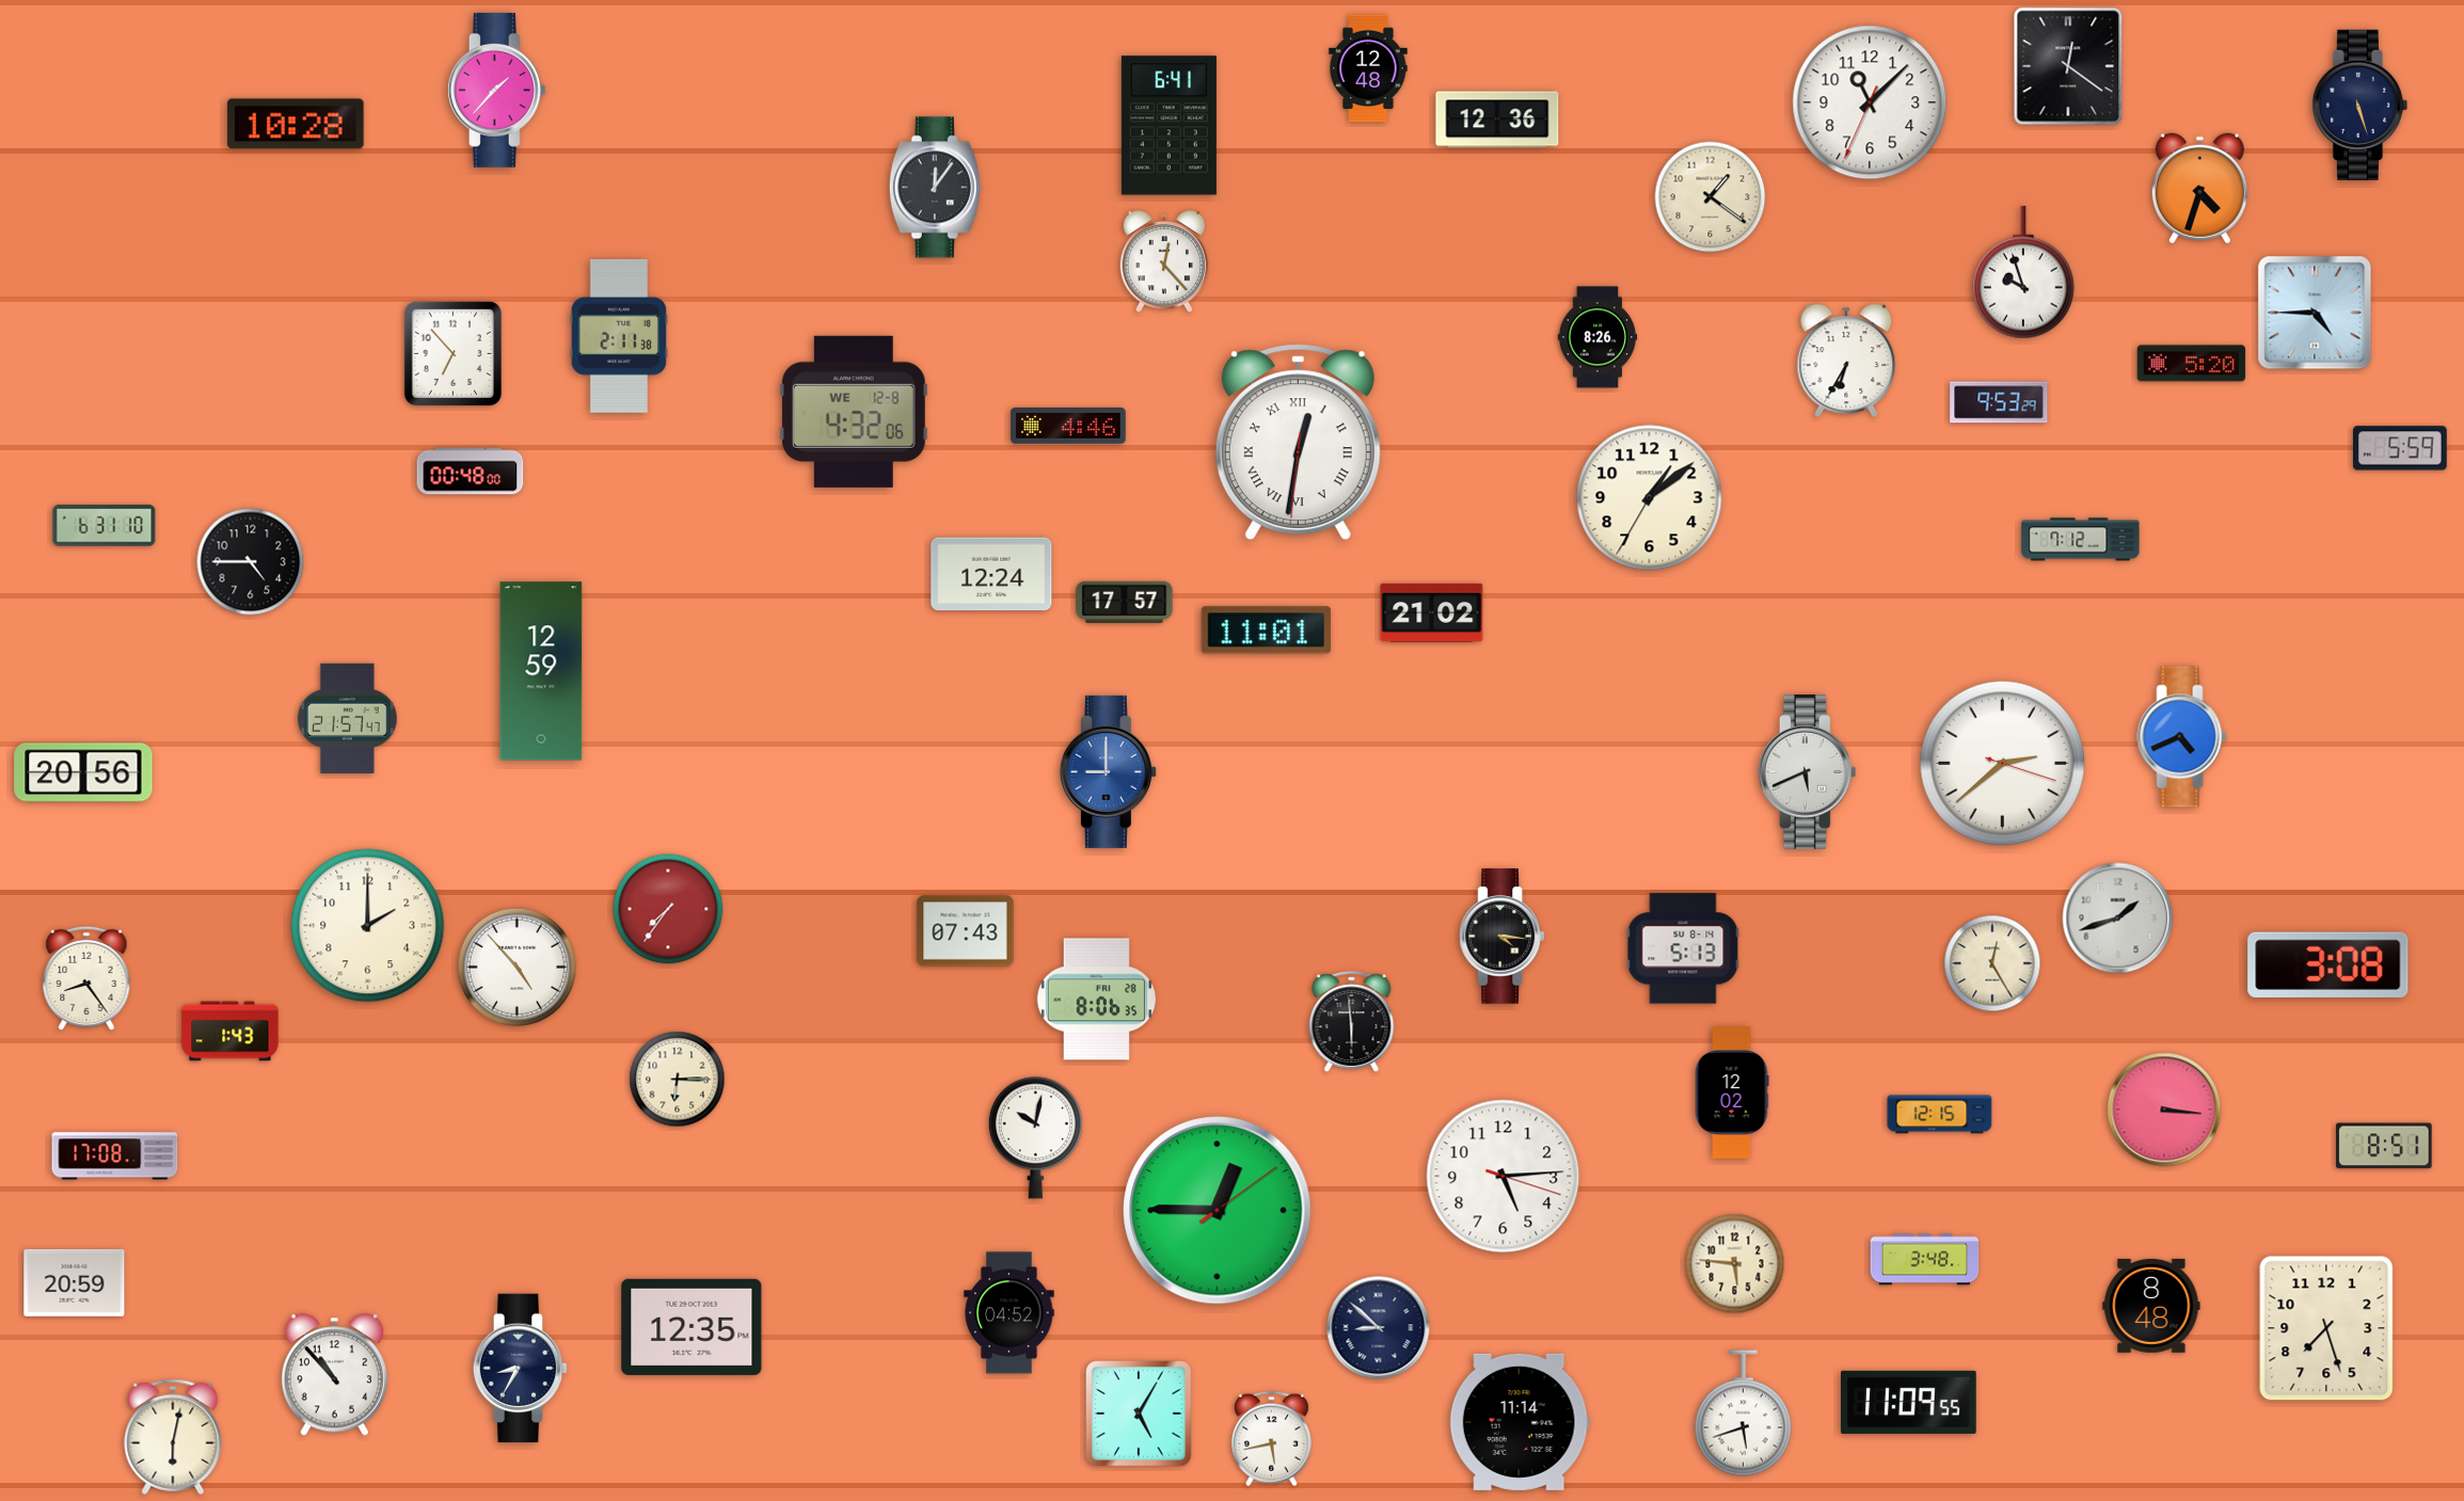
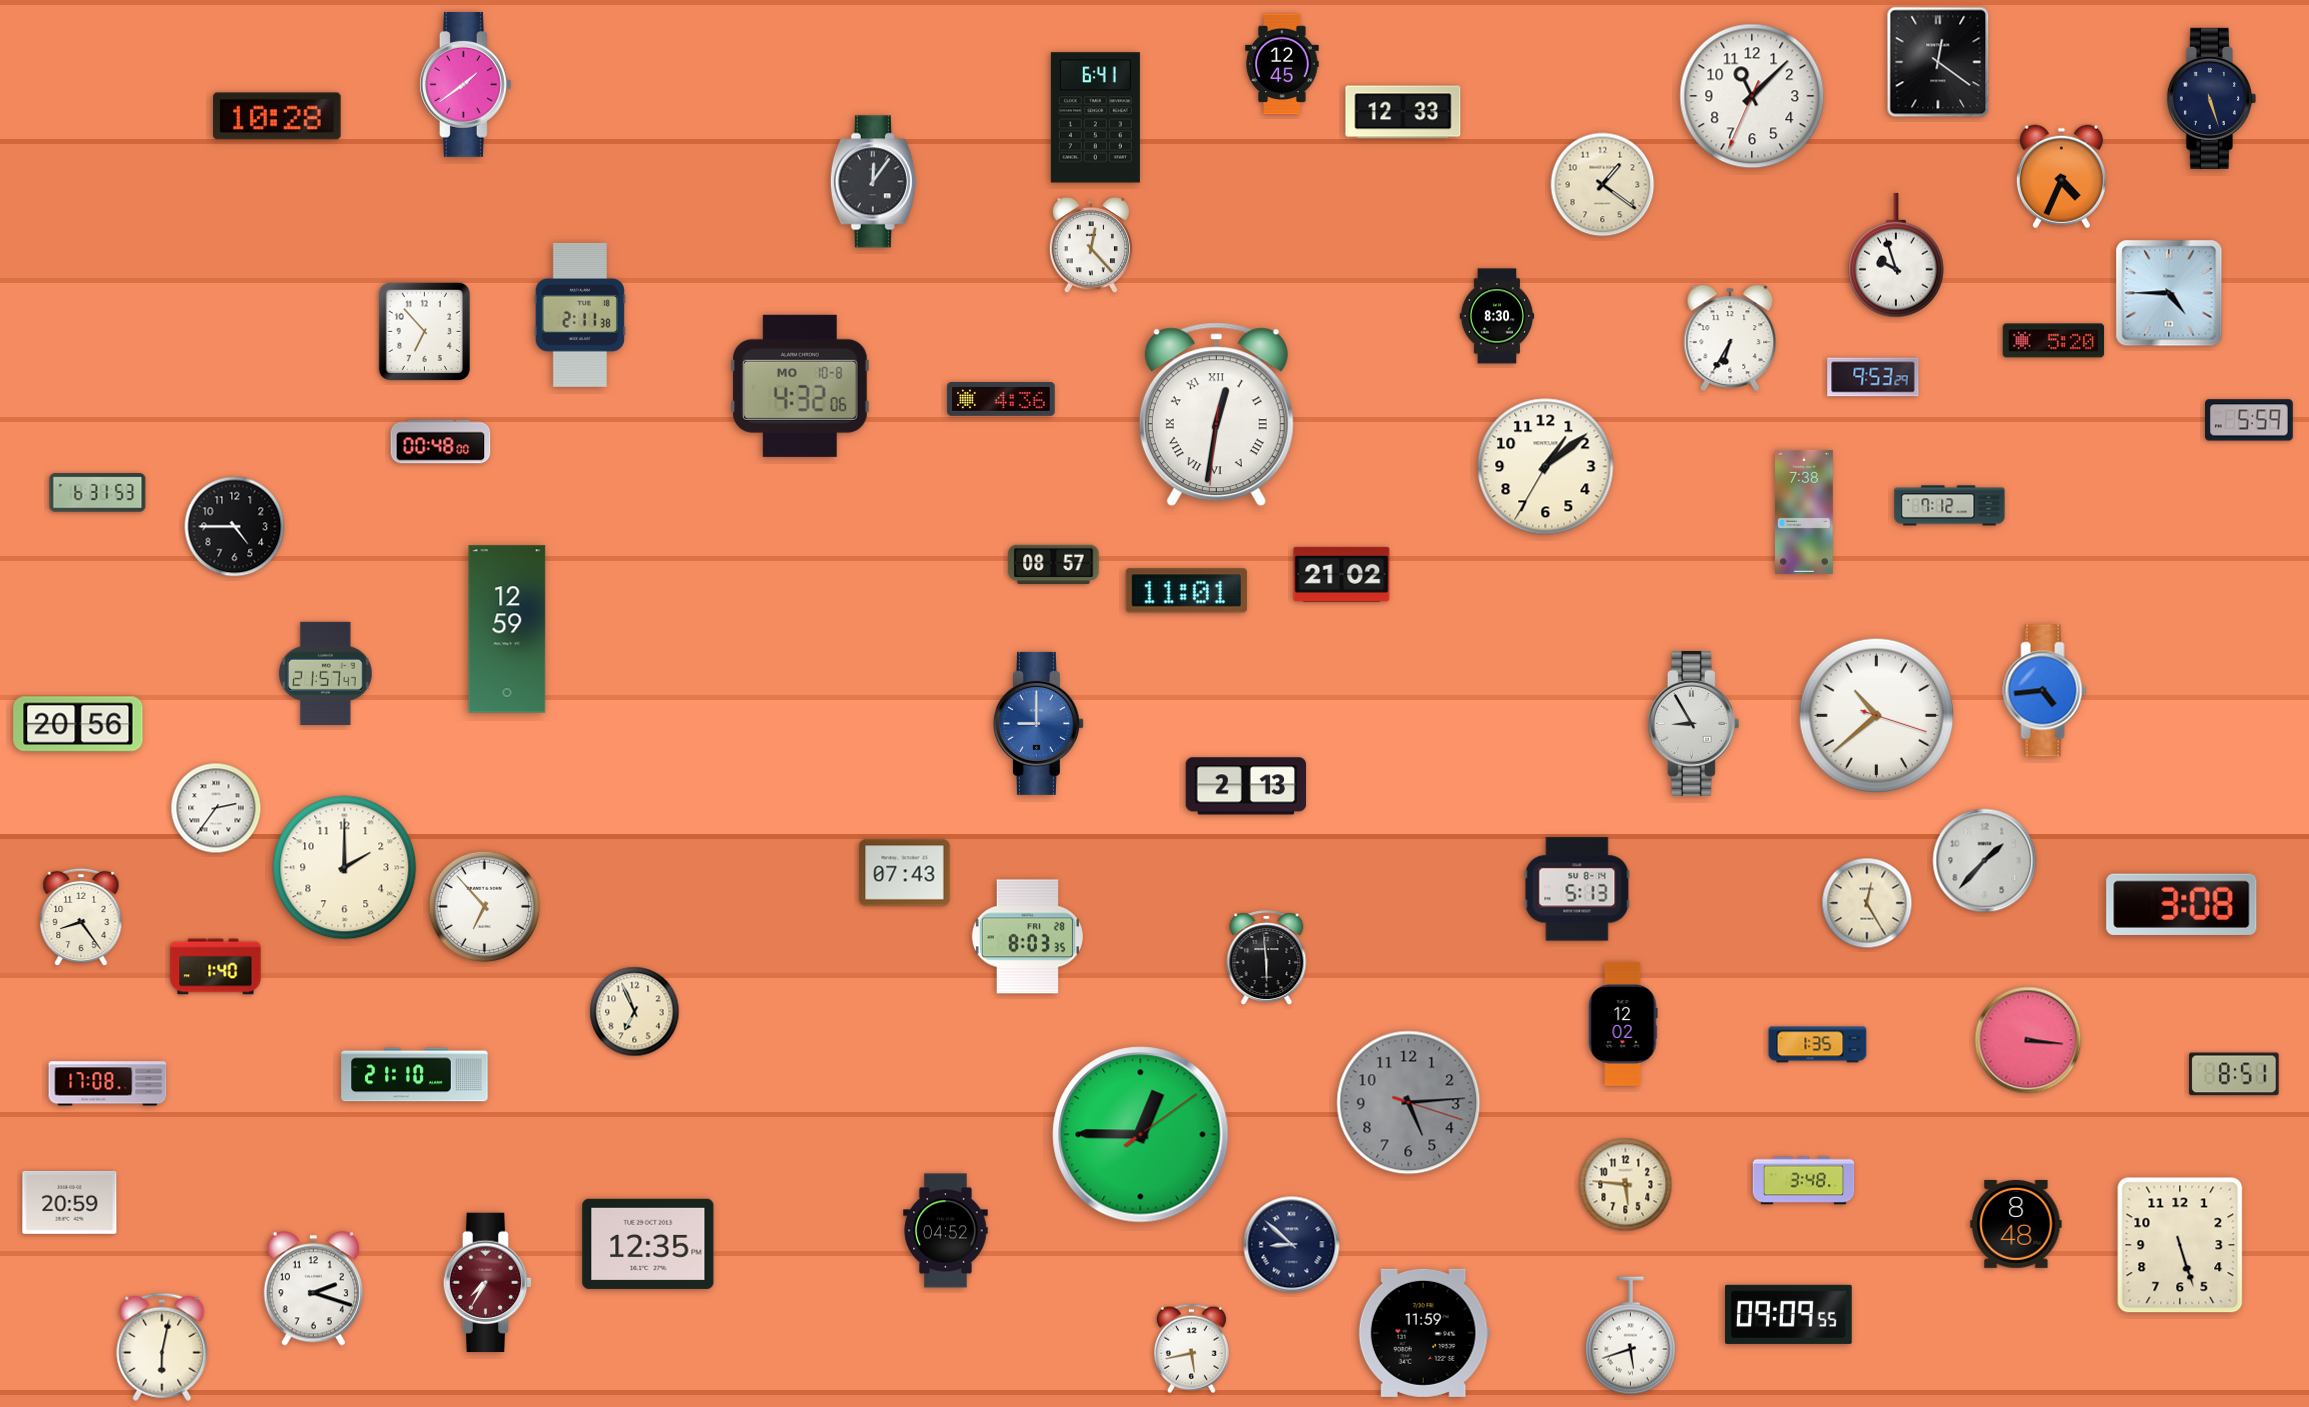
clock at (1368, 68): 12:48 -> 12:45
clock at (496, 90): 1:37 -> 1:39
clock at (1497, 119): 12:36 -> 12:33
clock at (935, 188) position: (935, 188) -> (873, 182)
clock at (2199, 189): 4:33 -> 4:34
clock at (1597, 337): 8:26 -> 8:30
clock at (854, 412) date: WE 12-8 -> MO 10-8
clock at (1068, 427): 4:46 -> 4:36
clock at (105, 526): 6:31:10 -> 6:31:53
clock at (1804, 512): none -> 7:38
clock at (991, 574): 12:24 -> none
clock at (1125, 602): 17:57 -> 08:57
clock at (2182, 737): 4:41 -> 4:44
clock at (2003, 764): 2:38 -> 10:38
clock at (1807, 771): 5:41 -> 8:55
clock at (1246, 786): none -> 2:13
clock at (216, 808): none -> 2:36
clock at (668, 909): 7:36 -> none
clock at (2118, 919): 1:42 -> 1:37
clock at (1503, 937): 4:16 -> none
clock at (516, 967): 4:53 -> 6:53
clock at (1096, 1000): 8:06 -> 8:03
clock at (230, 1032): 1:43 -> 1:40
clock at (678, 1080): 6:15 -> 6:56
clock at (1940, 1115): 12:15 -> 1:35
clock at (1035, 1138): 10:02 -> none
clock at (415, 1075): none -> 21:10
clock at (1504, 1177) dial: white -> grey
clock at (2326, 1328): 7:27 -> 5:27
clock at (521, 1369): 8:35 -> 7:35
clock at (521, 1369) dial: navy -> burgundy
clock at (334, 1375): 10:53 -> 2:18
clock at (1909, 1402): 11:09 -> 09:09
clock at (1139, 1414): 5:05 -> none
clock at (1743, 1414) position: (1743, 1414) -> (1630, 1336)
clock at (1520, 1422): 11:14 -> 11:59
